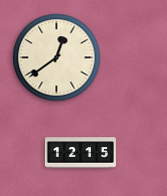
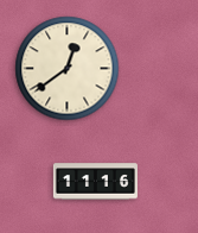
clock at (80, 153): 12:15 -> 11:16
